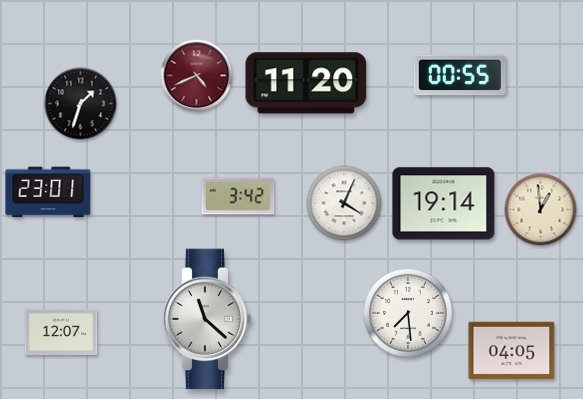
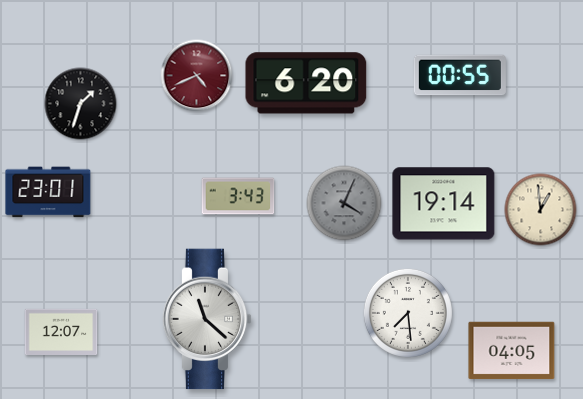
clock at (306, 83): 11:20 -> 6:20
clock at (238, 196): 3:42 -> 3:43
clock at (344, 203) dial: white -> grey
